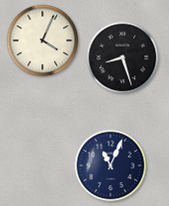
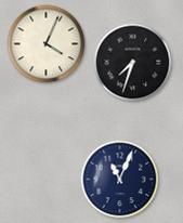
clock at (123, 58): 8:27 -> 7:33
